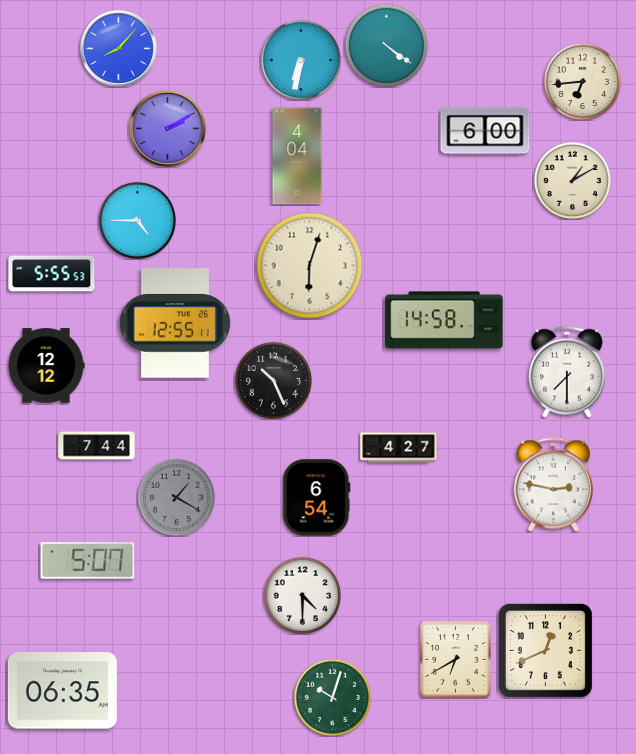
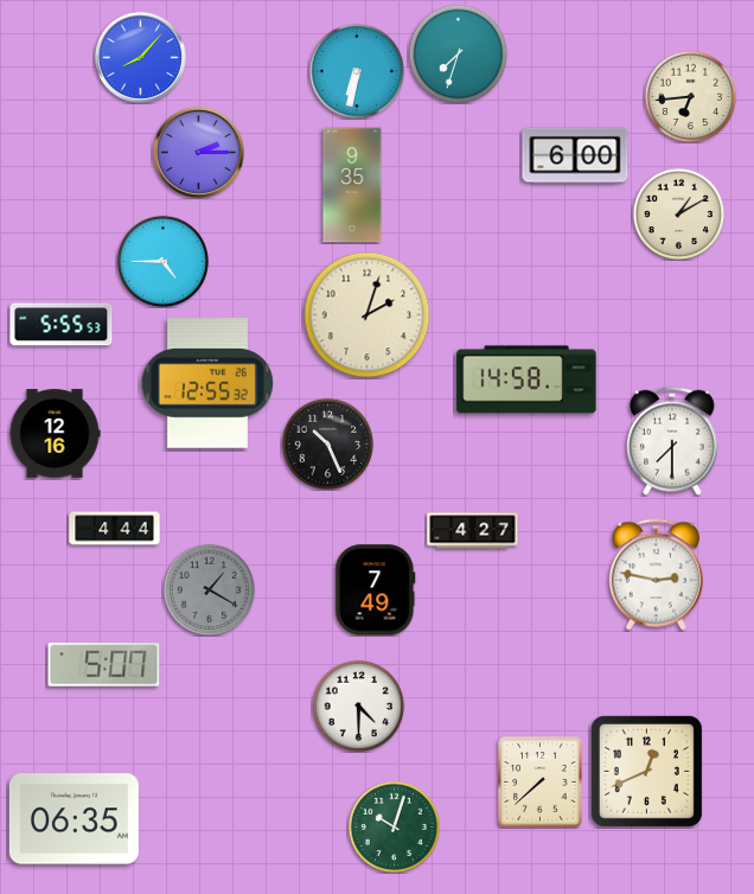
clock at (386, 45): 4:21 -> 7:33
clock at (167, 128): 2:10 -> 2:15
clock at (297, 156): 4:04 -> 9:35
clock at (310, 266): 6:03 -> 2:03
clock at (175, 323): 12:55:11 -> 12:55:32
clock at (46, 366): 12:12 -> 12:16
clock at (273, 380) position: (273, 380) -> (327, 443)
clock at (97, 446): 7:44 -> 4:44
clock at (317, 498): 6:54 -> 7:49
clock at (456, 660): 6:40 -> 7:38
